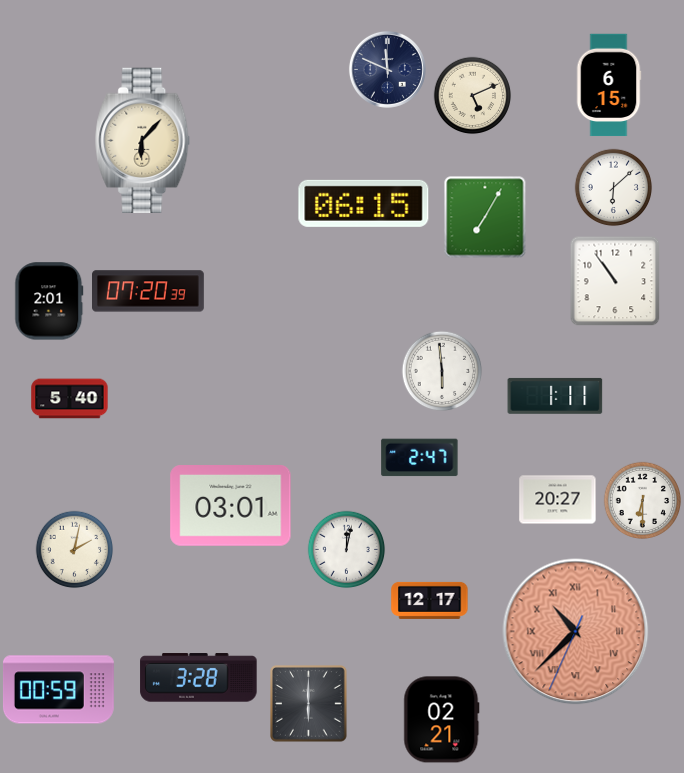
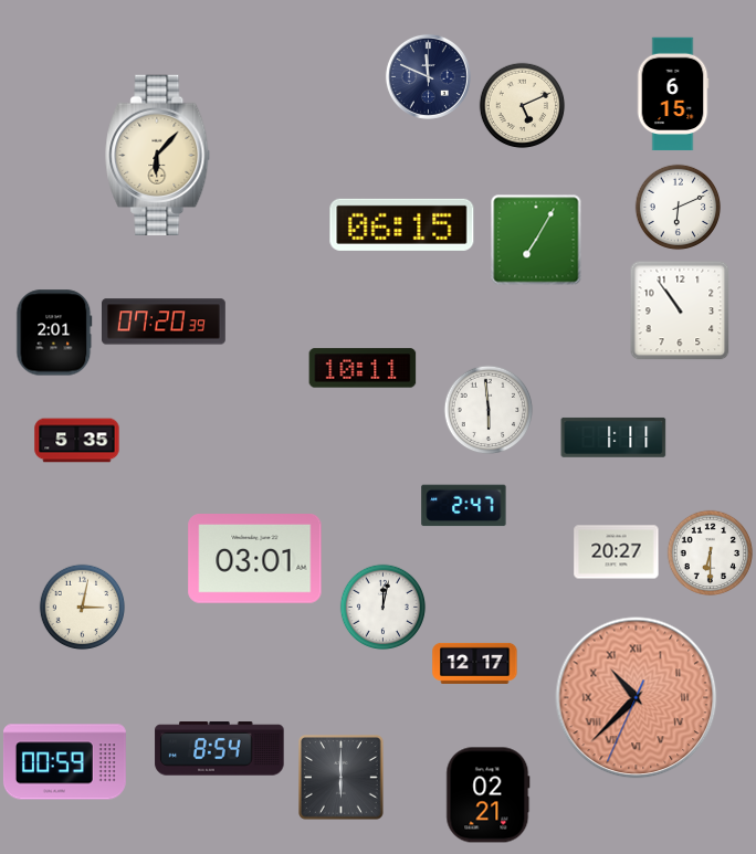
clock at (613, 187): 6:08 -> 6:11
clock at (363, 368): none -> 10:11
clock at (70, 399): 5:40 -> 5:35
clock at (74, 549): 2:02 -> 3:02
clock at (199, 678): 3:28 -> 8:54
